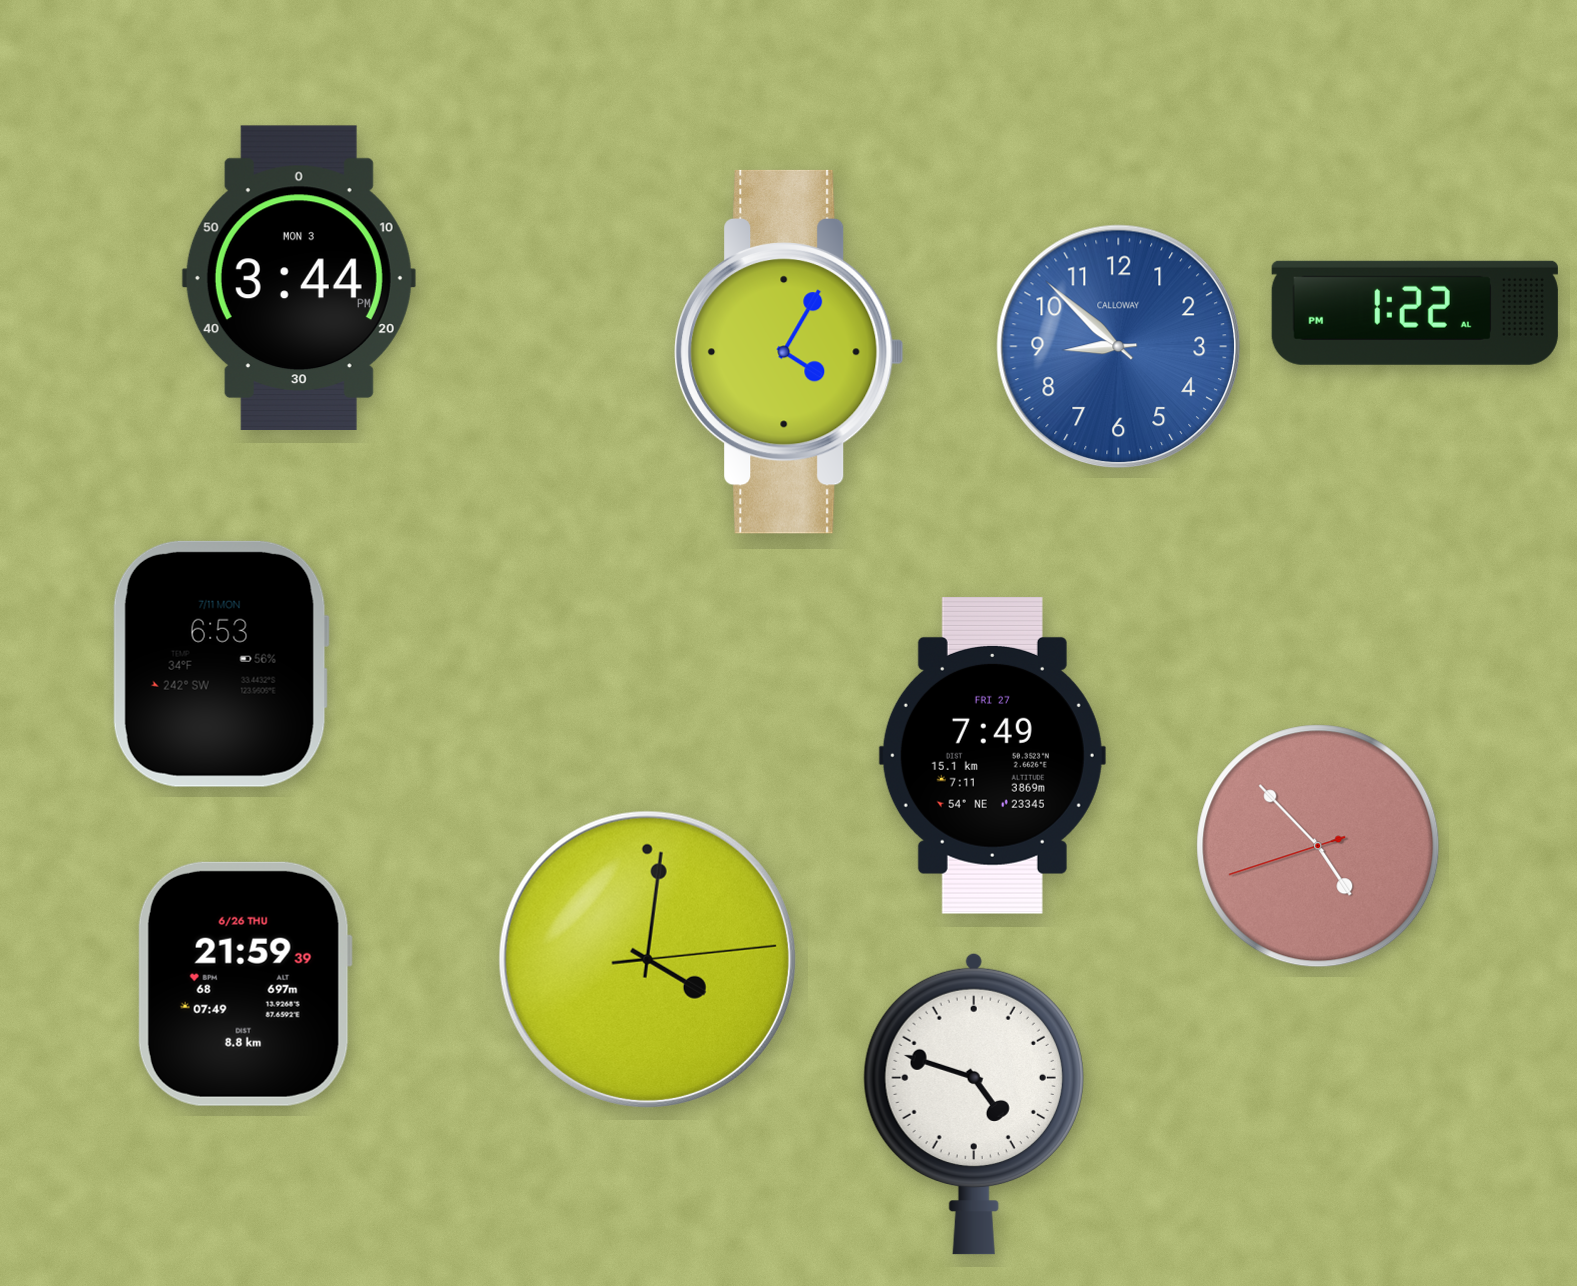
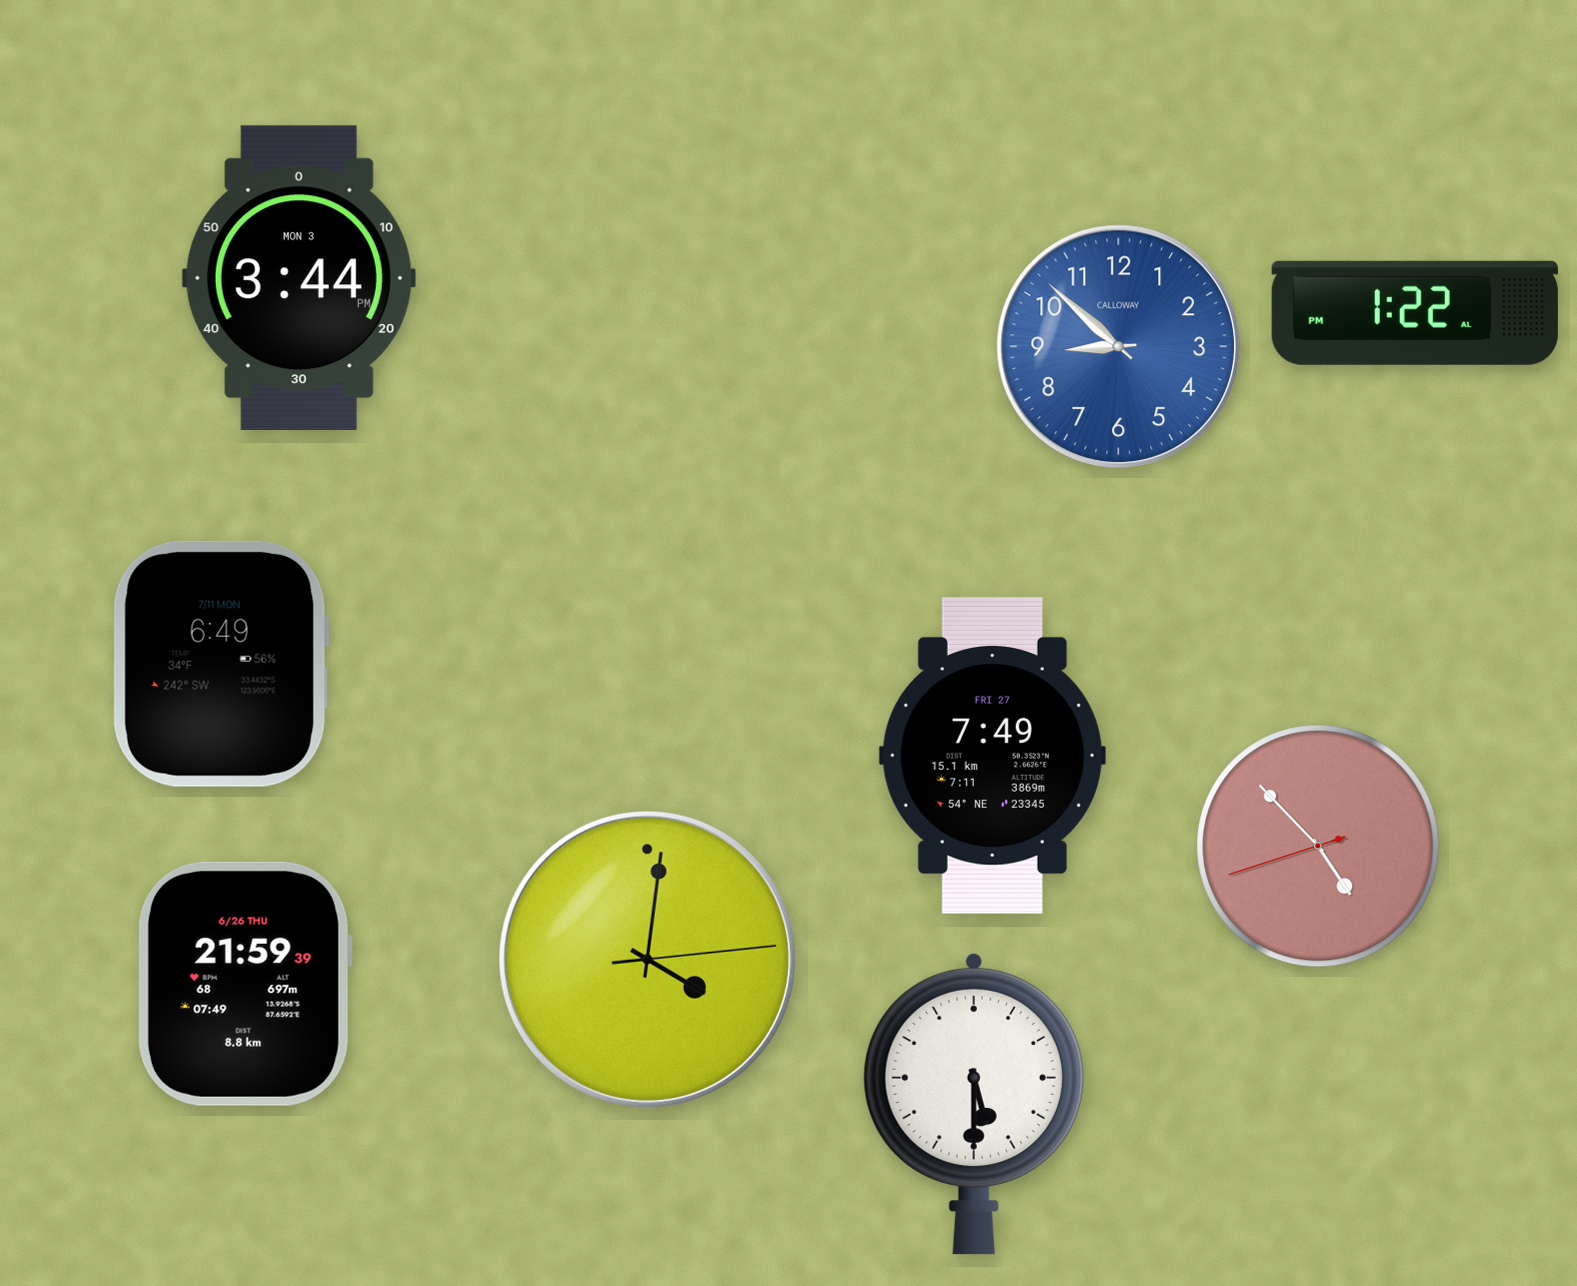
clock at (789, 352): 4:05 -> none
clock at (221, 664): 6:53 -> 6:49
clock at (974, 1104): 4:48 -> 5:30
